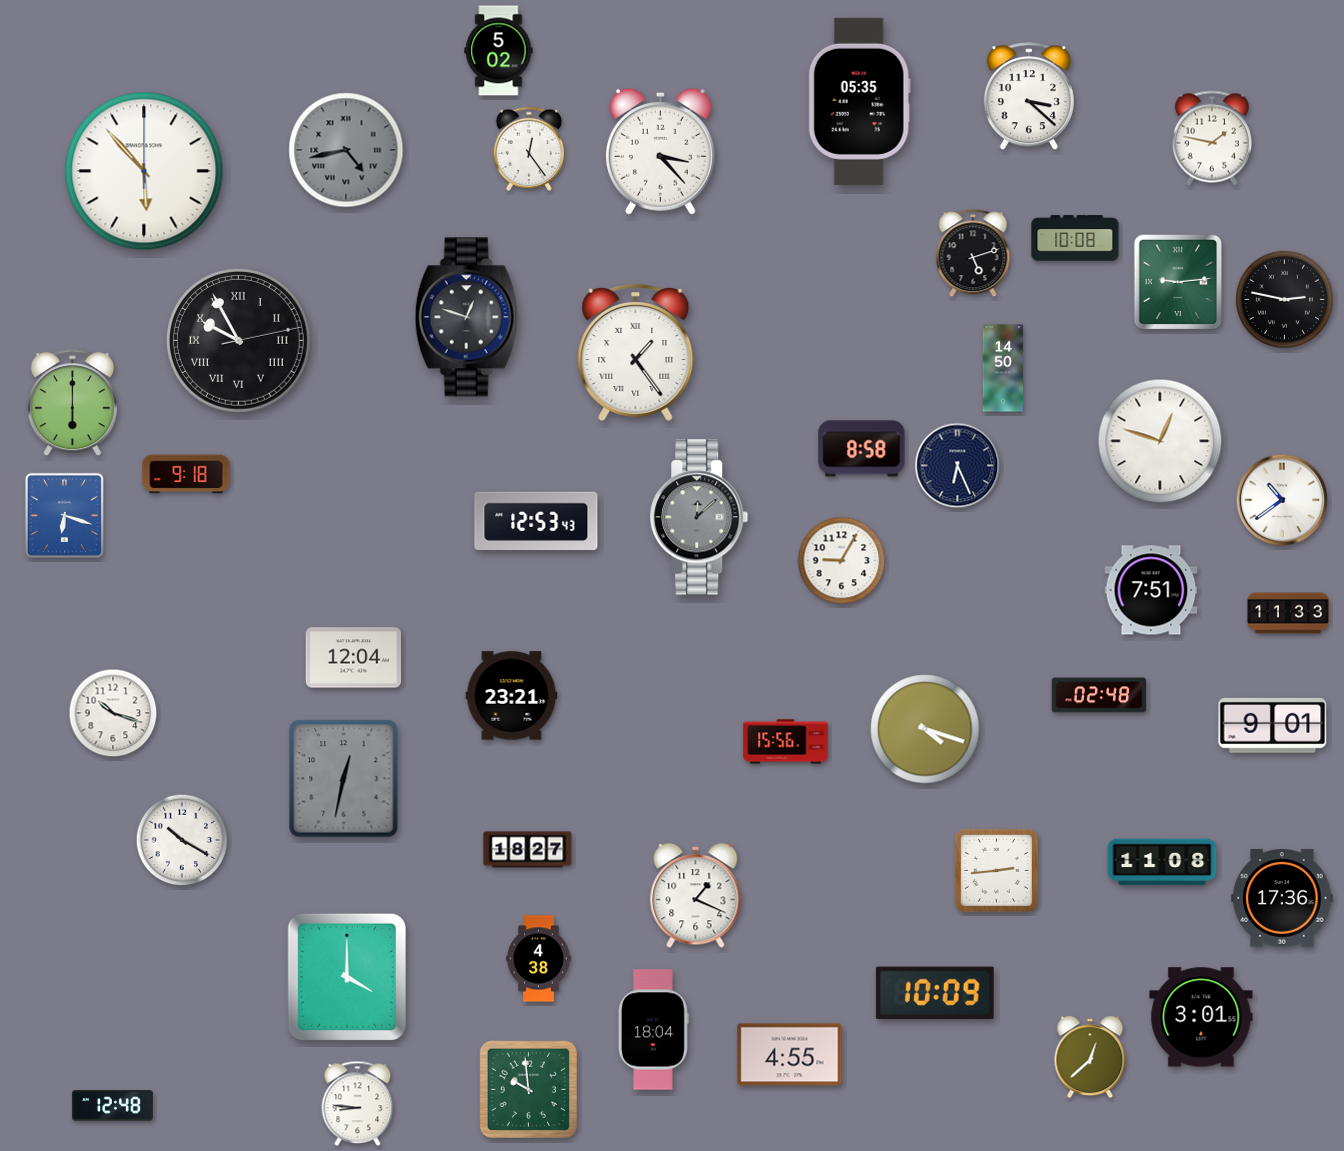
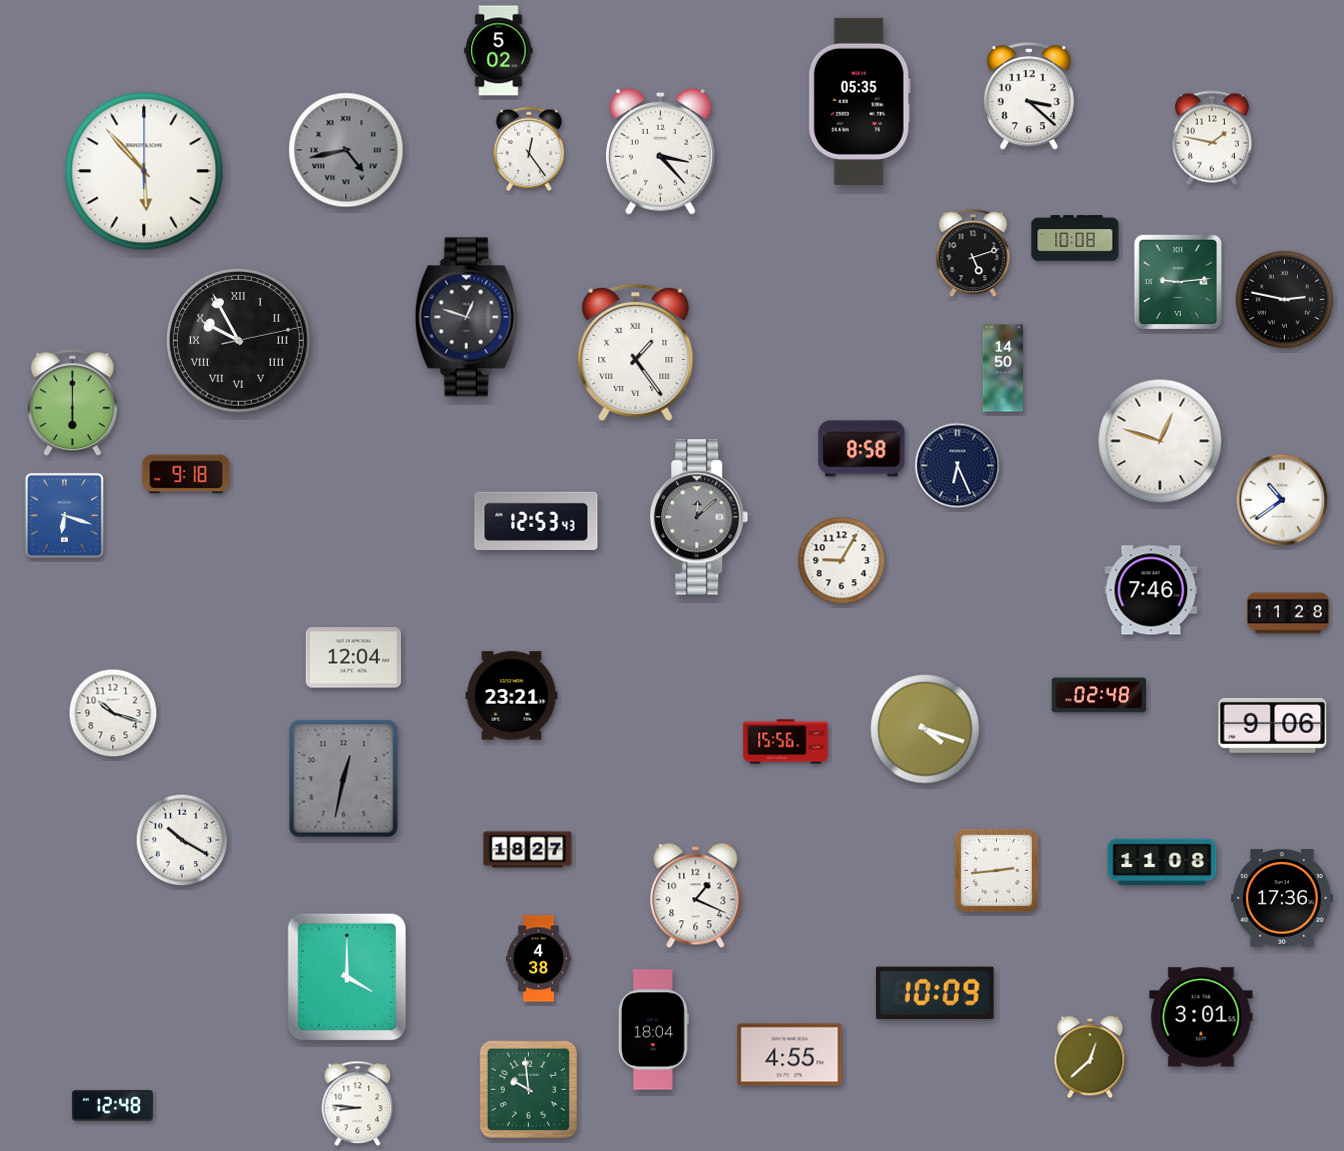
clock at (1151, 590): 7:51 -> 7:46
clock at (1288, 613): 11:33 -> 11:28
clock at (1273, 725): 9:01 -> 9:06
